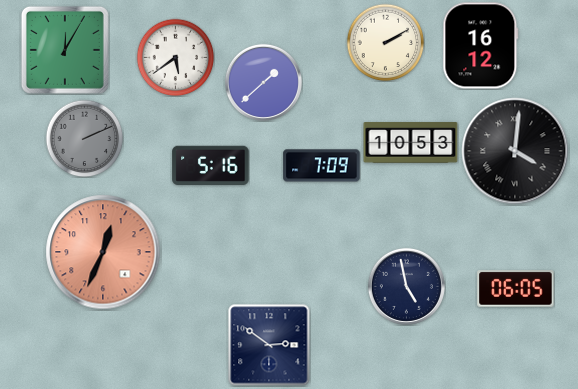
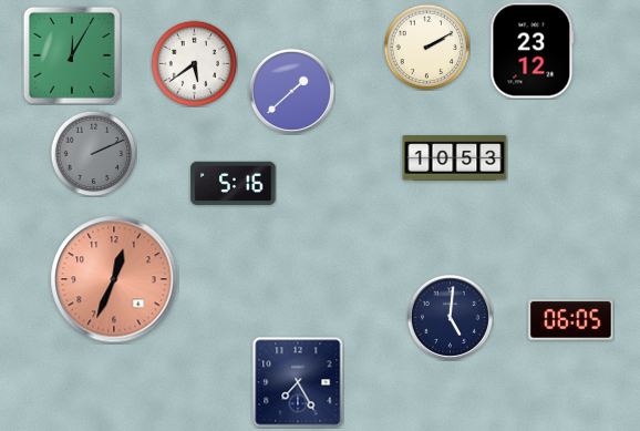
clock at (481, 46): 16:12 -> 23:12
clock at (515, 151): 4:01 -> none
clock at (322, 166): 7:09 -> none
clock at (406, 286): 4:58 -> 5:01
clock at (269, 345): 2:51 -> 7:25
